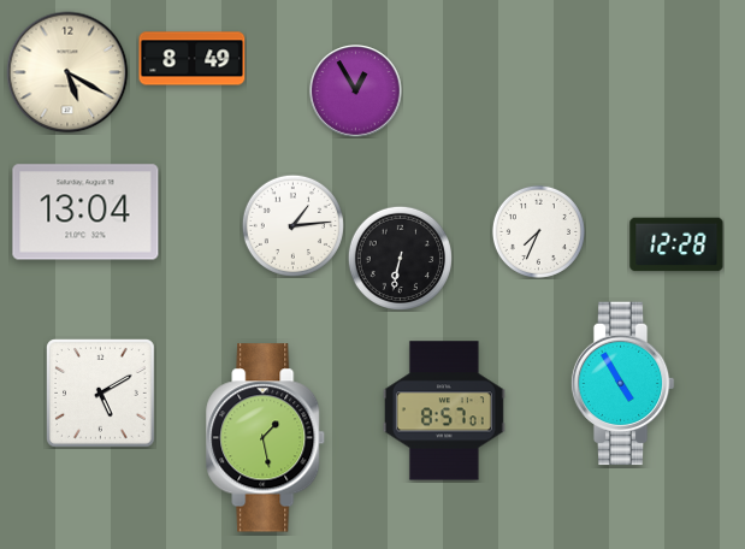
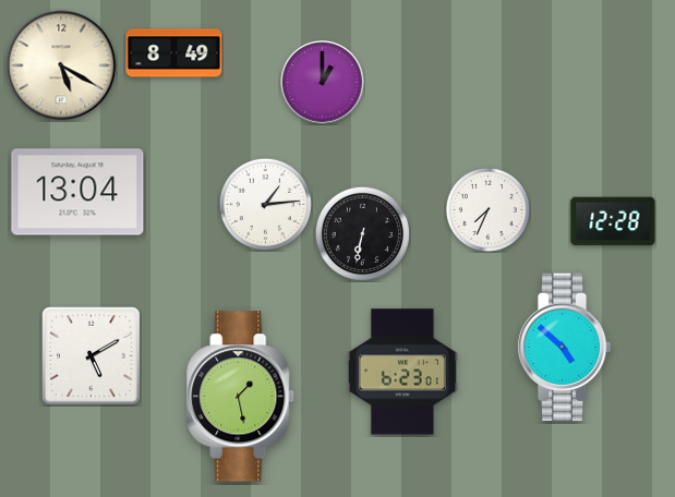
clock at (356, 91): 12:55 -> 1:00
clock at (622, 384): 4:55 -> 4:52
clock at (444, 411): 8:57 -> 6:23
